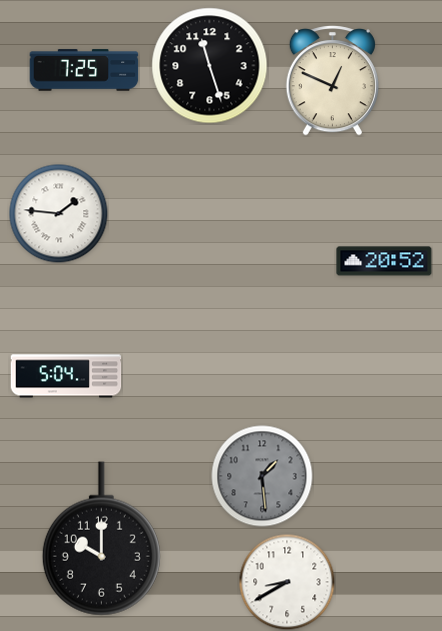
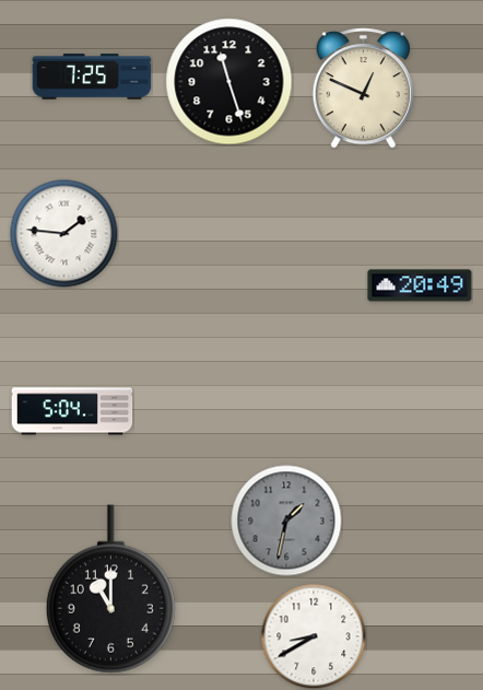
clock at (210, 66) position: (210, 66) -> (229, 82)
clock at (384, 261): 20:52 -> 20:49
clock at (262, 476): 1:29 -> 1:32
clock at (101, 539): 10:00 -> 11:00
